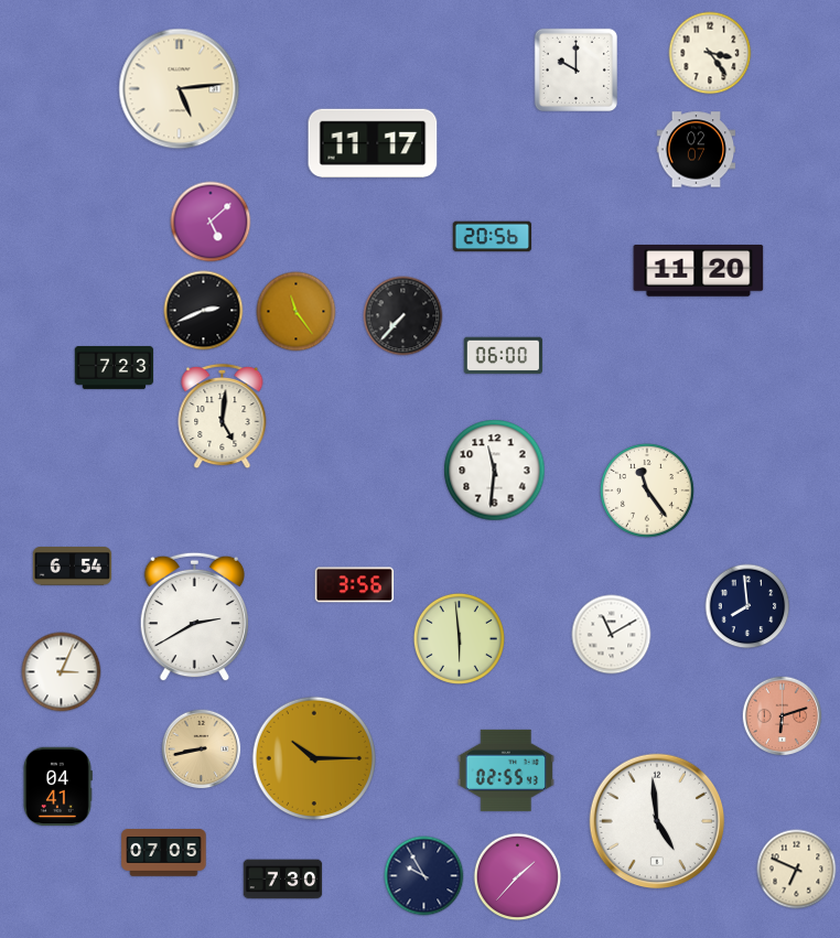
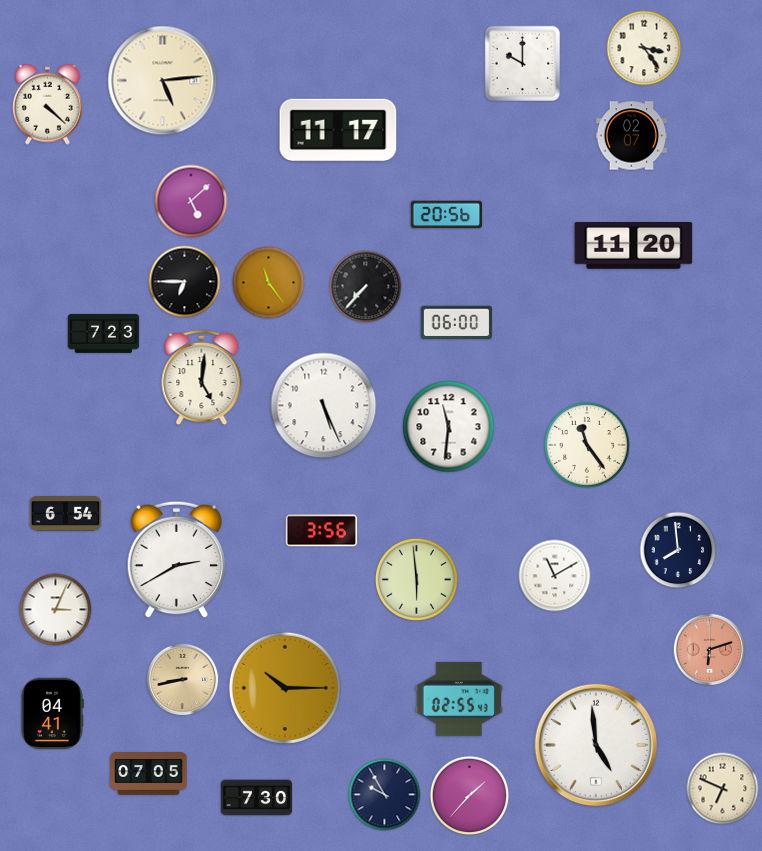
clock at (47, 104): none -> 4:22
clock at (204, 311): 2:41 -> 6:45
clock at (324, 406): none -> 5:26
